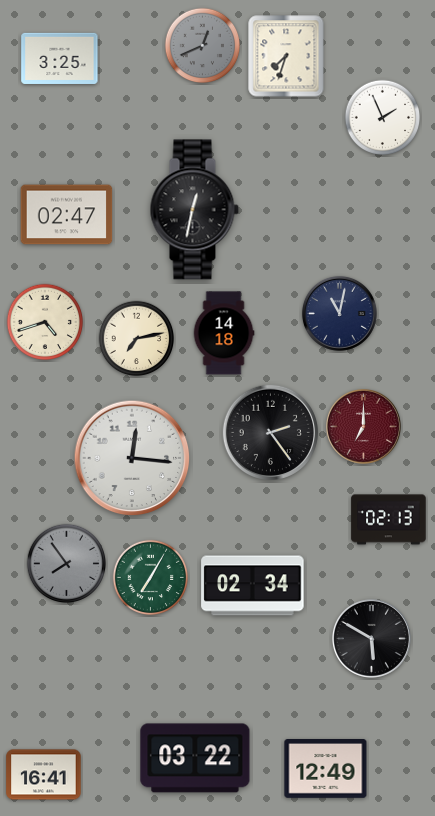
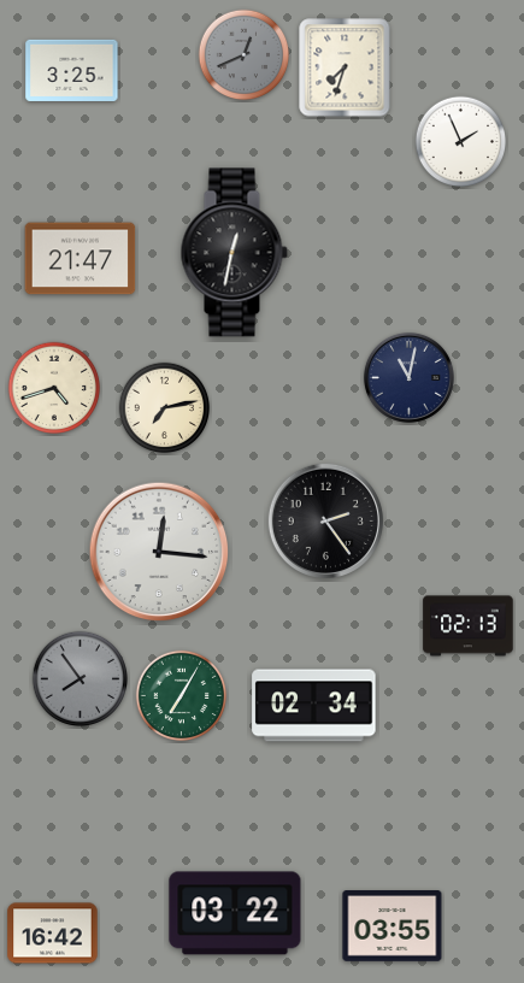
clock at (67, 215): 02:47 -> 21:47
clock at (224, 333): 14:18 -> none
clock at (363, 426): 7:00 -> none
clock at (253, 586) position: (253, 586) -> (314, 706)
clock at (371, 638): 5:50 -> none
clock at (326, 769): 12:49 -> 03:55
clock at (44, 775): 16:41 -> 16:42
